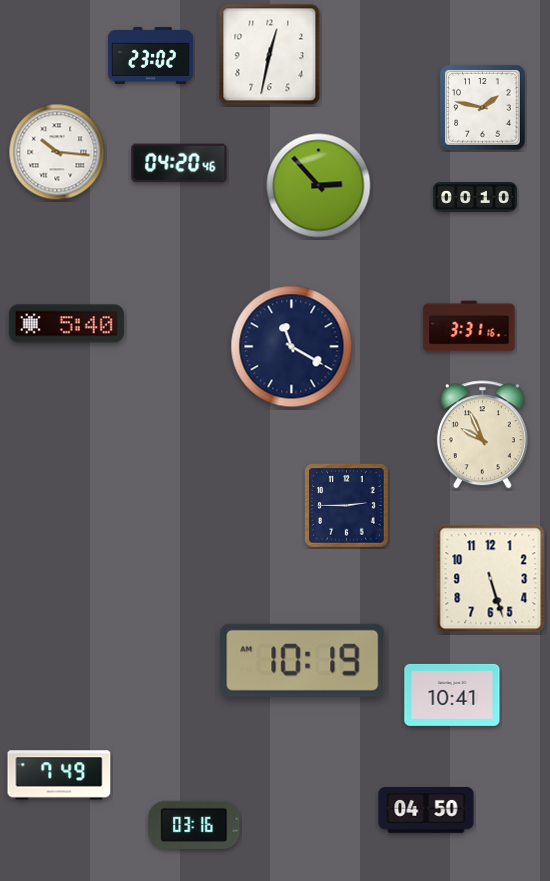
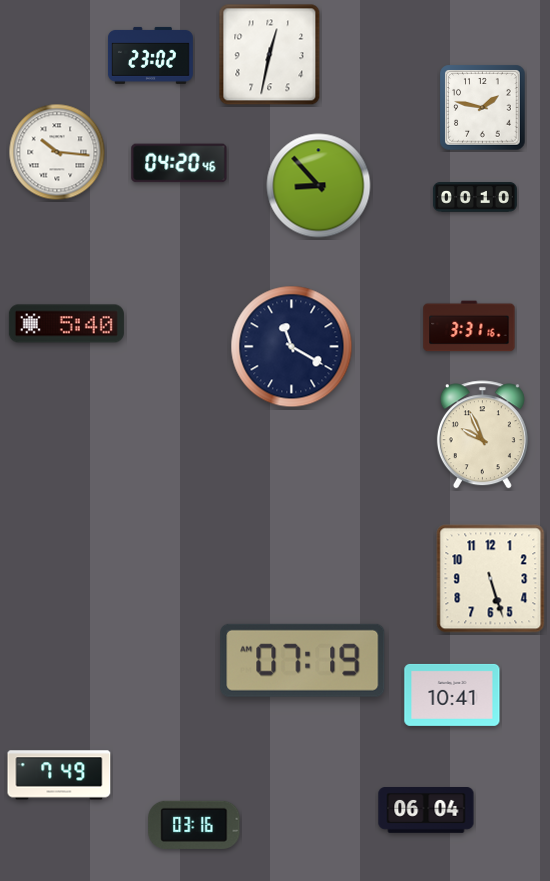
clock at (319, 186): 2:53 -> 8:53
clock at (347, 506): 2:45 -> none
clock at (303, 660): 10:19 -> 07:19
clock at (426, 811): 04:50 -> 06:04
